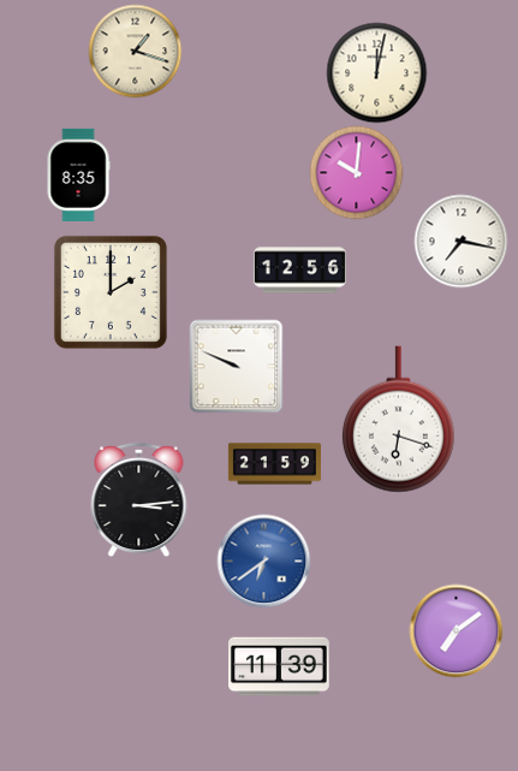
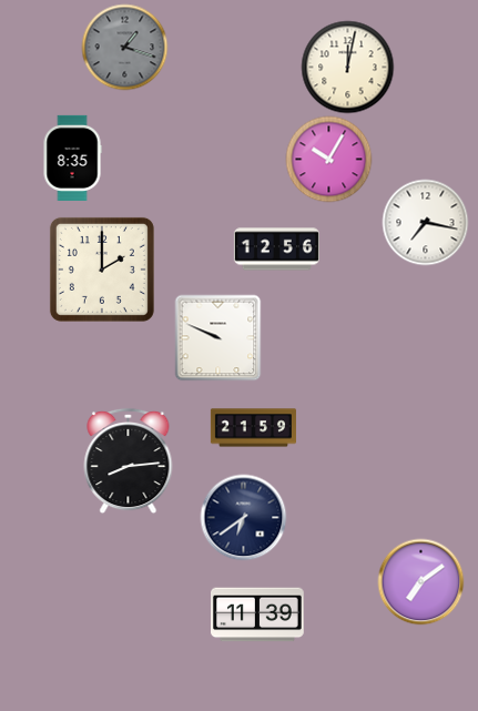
clock at (135, 51) dial: cream -> grey
clock at (356, 172): 10:01 -> 10:05
clock at (78, 174) position: (78, 174) -> (72, 158)
clock at (398, 420): 6:18 -> none
clock at (139, 499): 3:14 -> 8:14
clock at (263, 561) dial: blue -> navy
